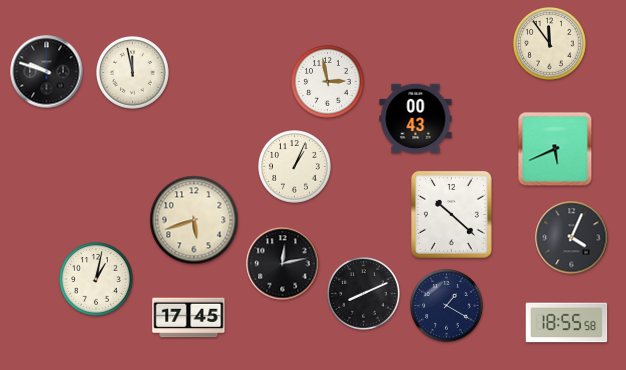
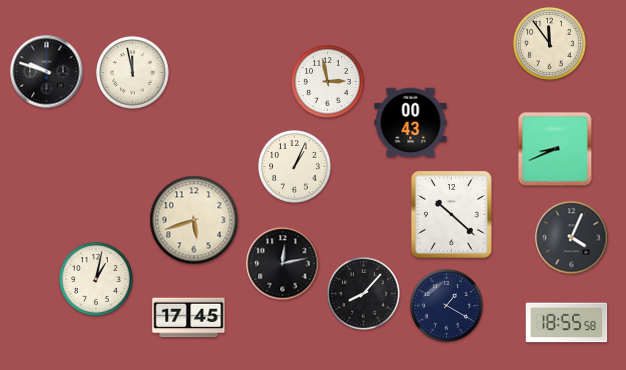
clock at (416, 118) position: (416, 118) -> (411, 122)
clock at (555, 149): 5:41 -> 8:41
clock at (364, 294): 8:11 -> 8:07
